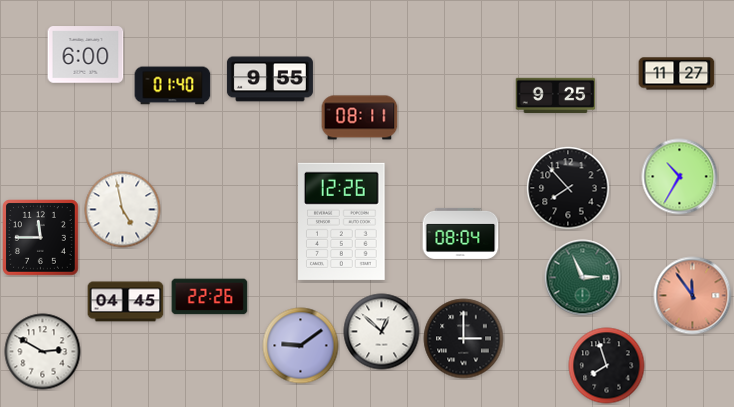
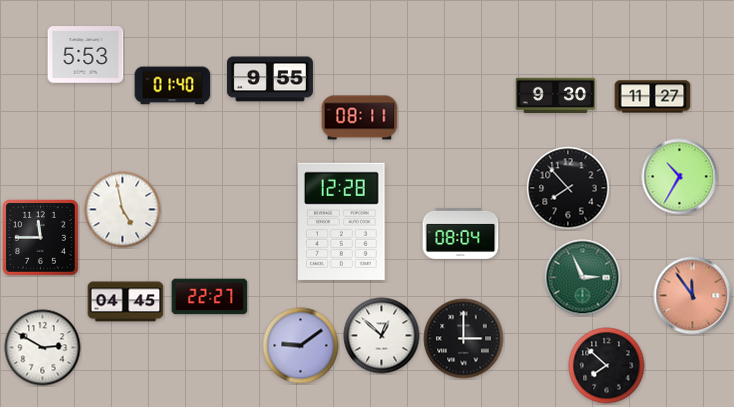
clock at (86, 55): 6:00 -> 5:53
clock at (677, 74) position: (677, 74) -> (653, 97)
clock at (556, 96): 9:25 -> 9:30
clock at (342, 221): 12:26 -> 12:28
clock at (210, 297): 22:26 -> 22:27
clock at (382, 332) position: (382, 332) -> (382, 336)
clock at (43, 352) position: (43, 352) -> (43, 348)
clock at (607, 366): 7:57 -> 7:52
